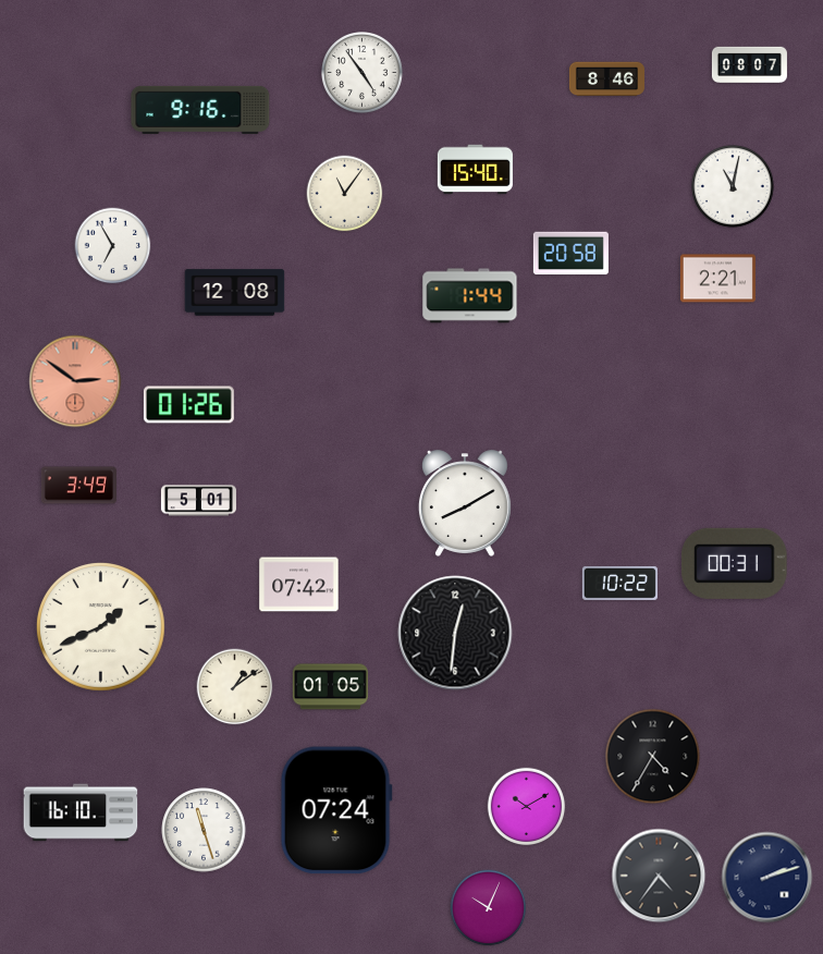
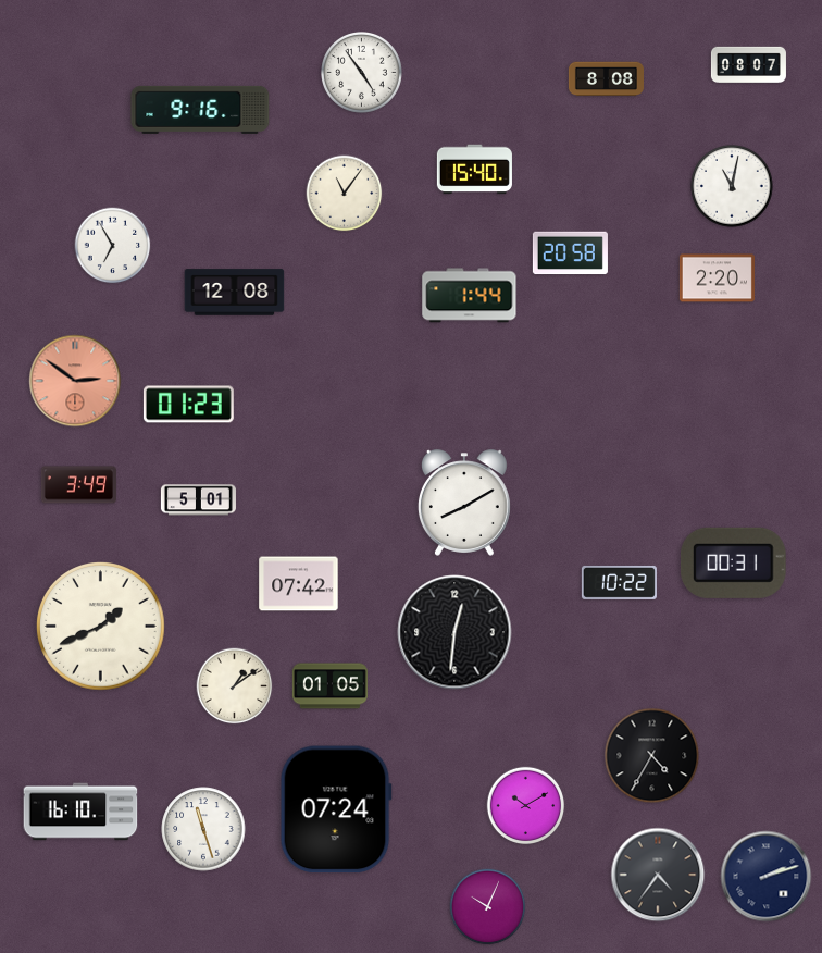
clock at (606, 79): 8:46 -> 8:08
clock at (717, 279): 2:21 -> 2:20
clock at (188, 405): 01:26 -> 01:23
